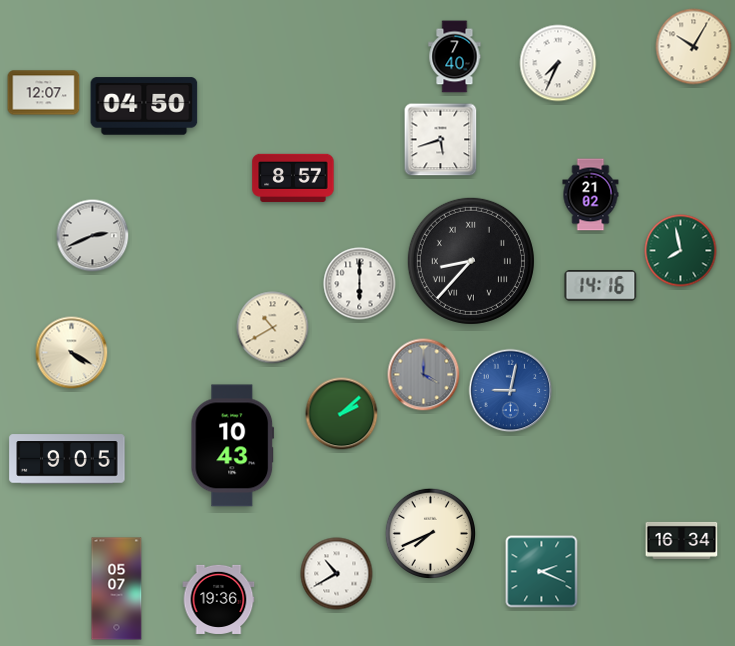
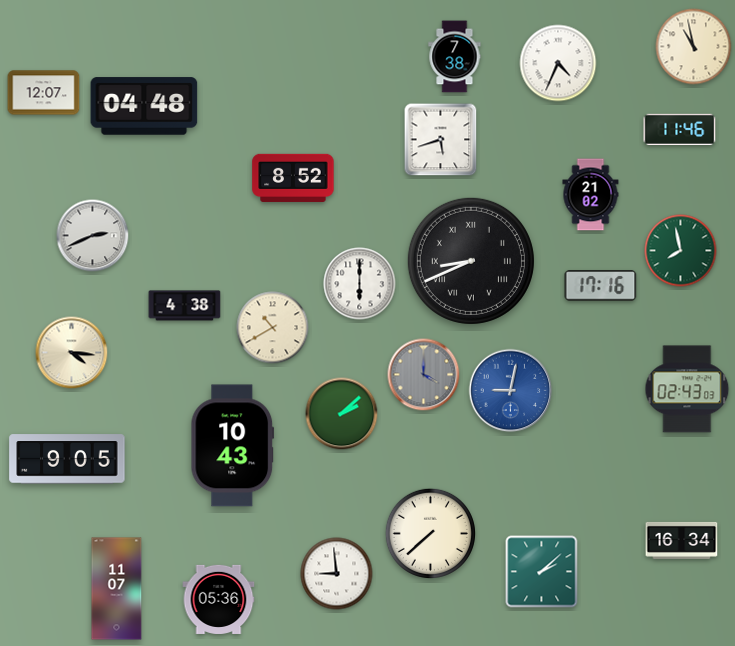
clock at (694, 47): 10:05 -> 10:58
clock at (455, 57): 7:40 -> 7:38
clock at (558, 63): 7:34 -> 4:34
clock at (144, 106): 04:50 -> 04:48
clock at (680, 129): none -> 11:46
clock at (293, 178): 8:57 -> 8:52
clock at (471, 261): 8:37 -> 8:41
clock at (601, 286): 14:16 -> 17:16
clock at (185, 306): none -> 4:38
clock at (72, 353): 4:20 -> 4:16
clock at (687, 389): none -> 02:43
clock at (430, 533): 7:41 -> 7:38
clock at (542, 572): 2:19 -> 2:08
clock at (337, 574): 10:40 -> 8:59
clock at (117, 589): 05:07 -> 11:07
clock at (219, 599): 19:36 -> 05:36
